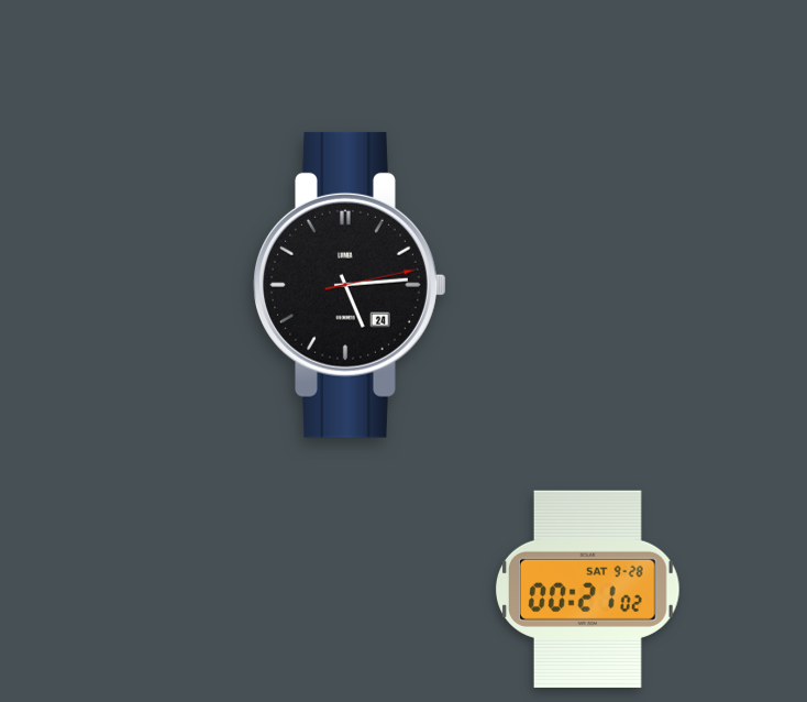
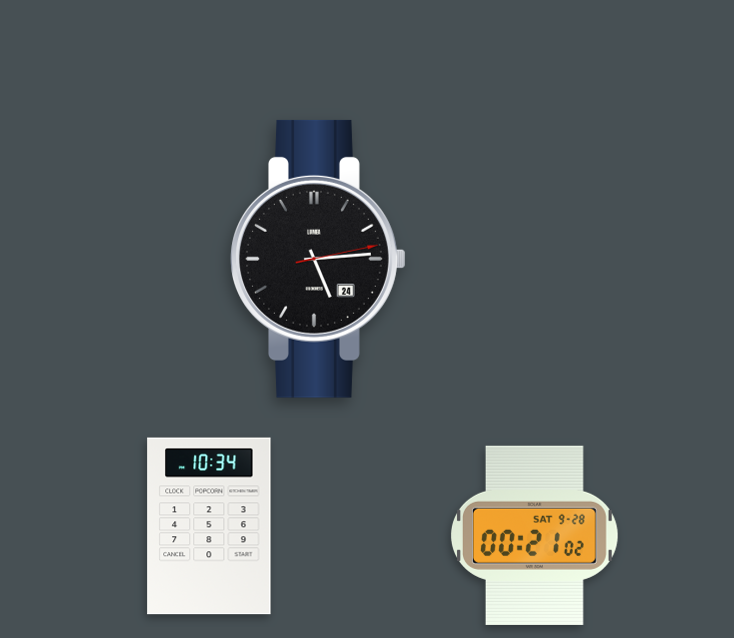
clock at (209, 526): none -> 10:34
